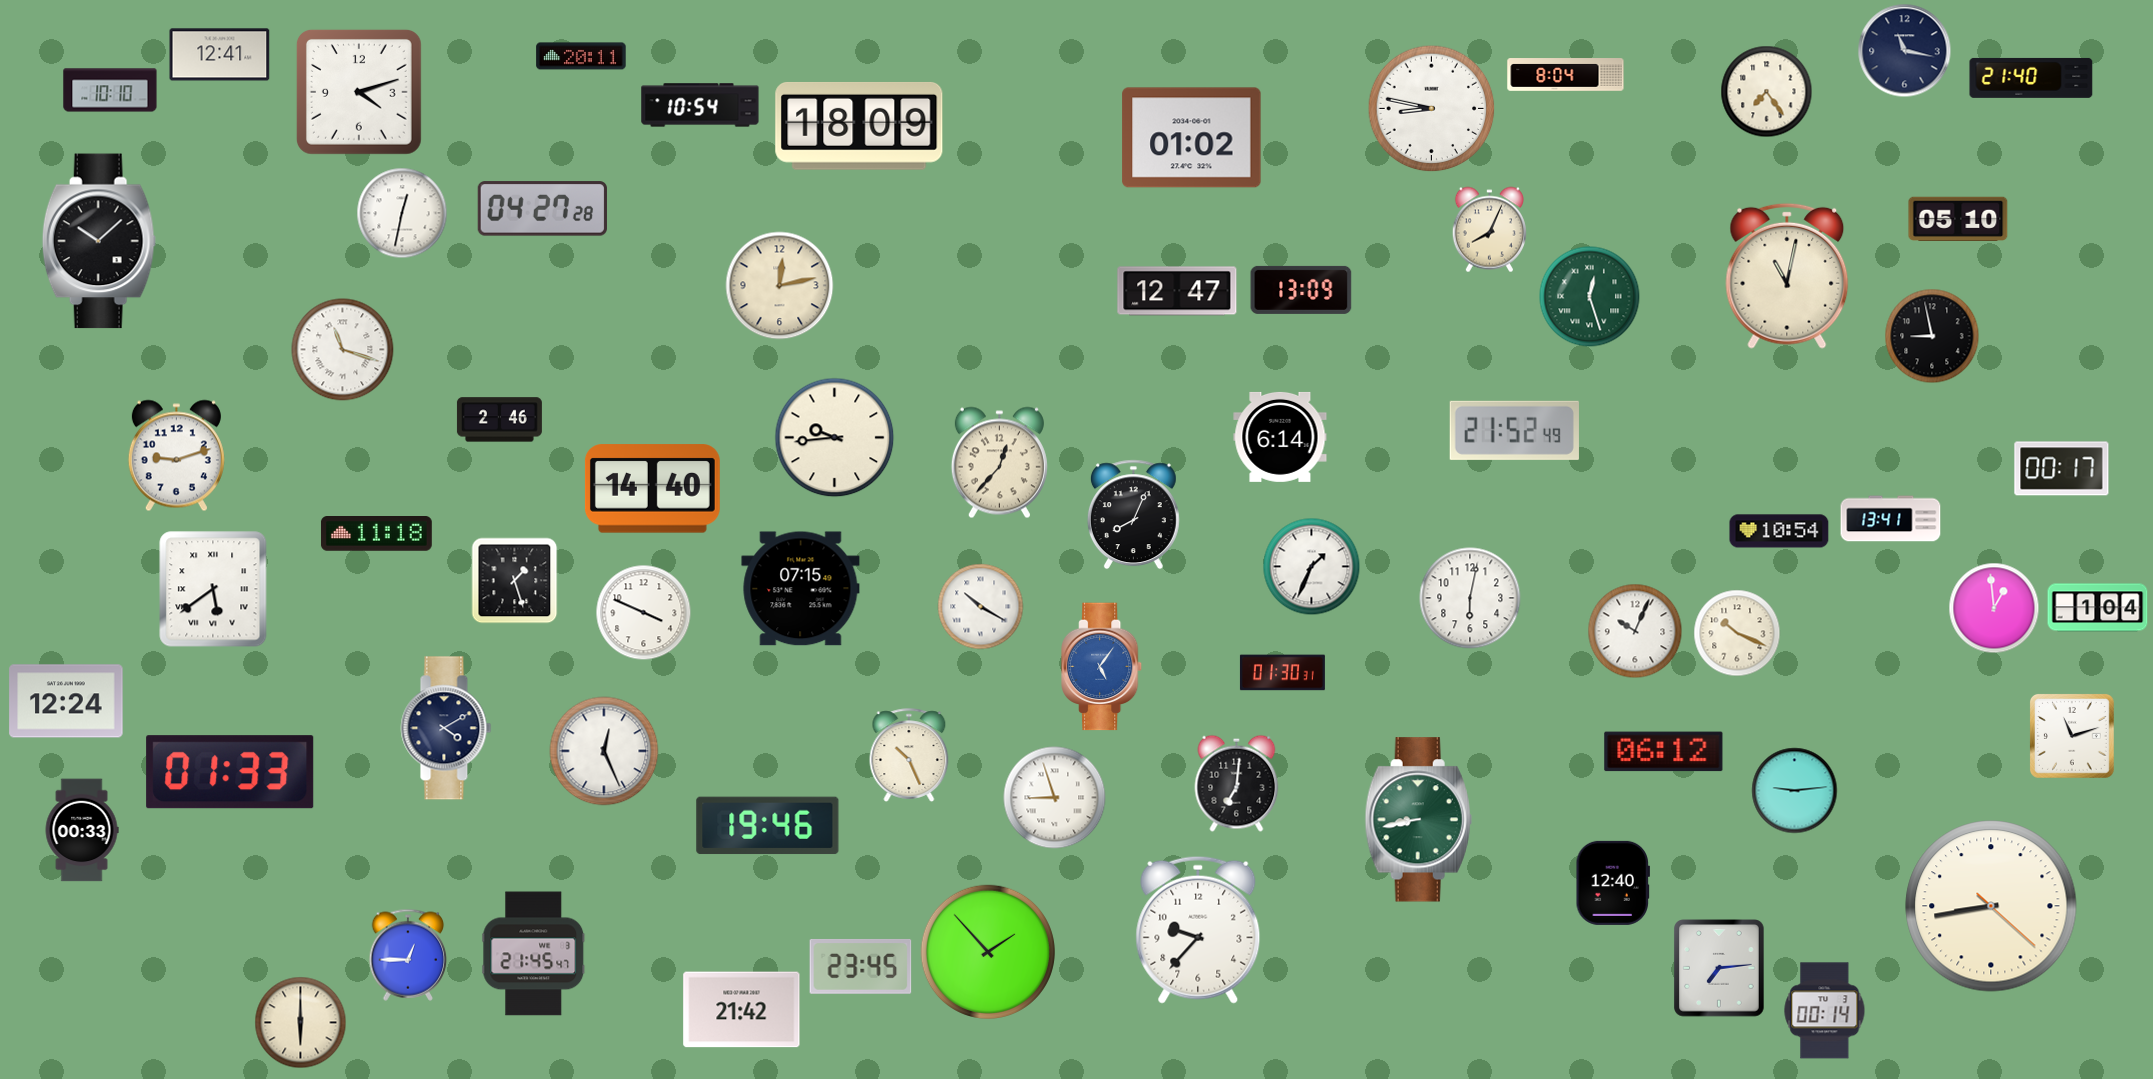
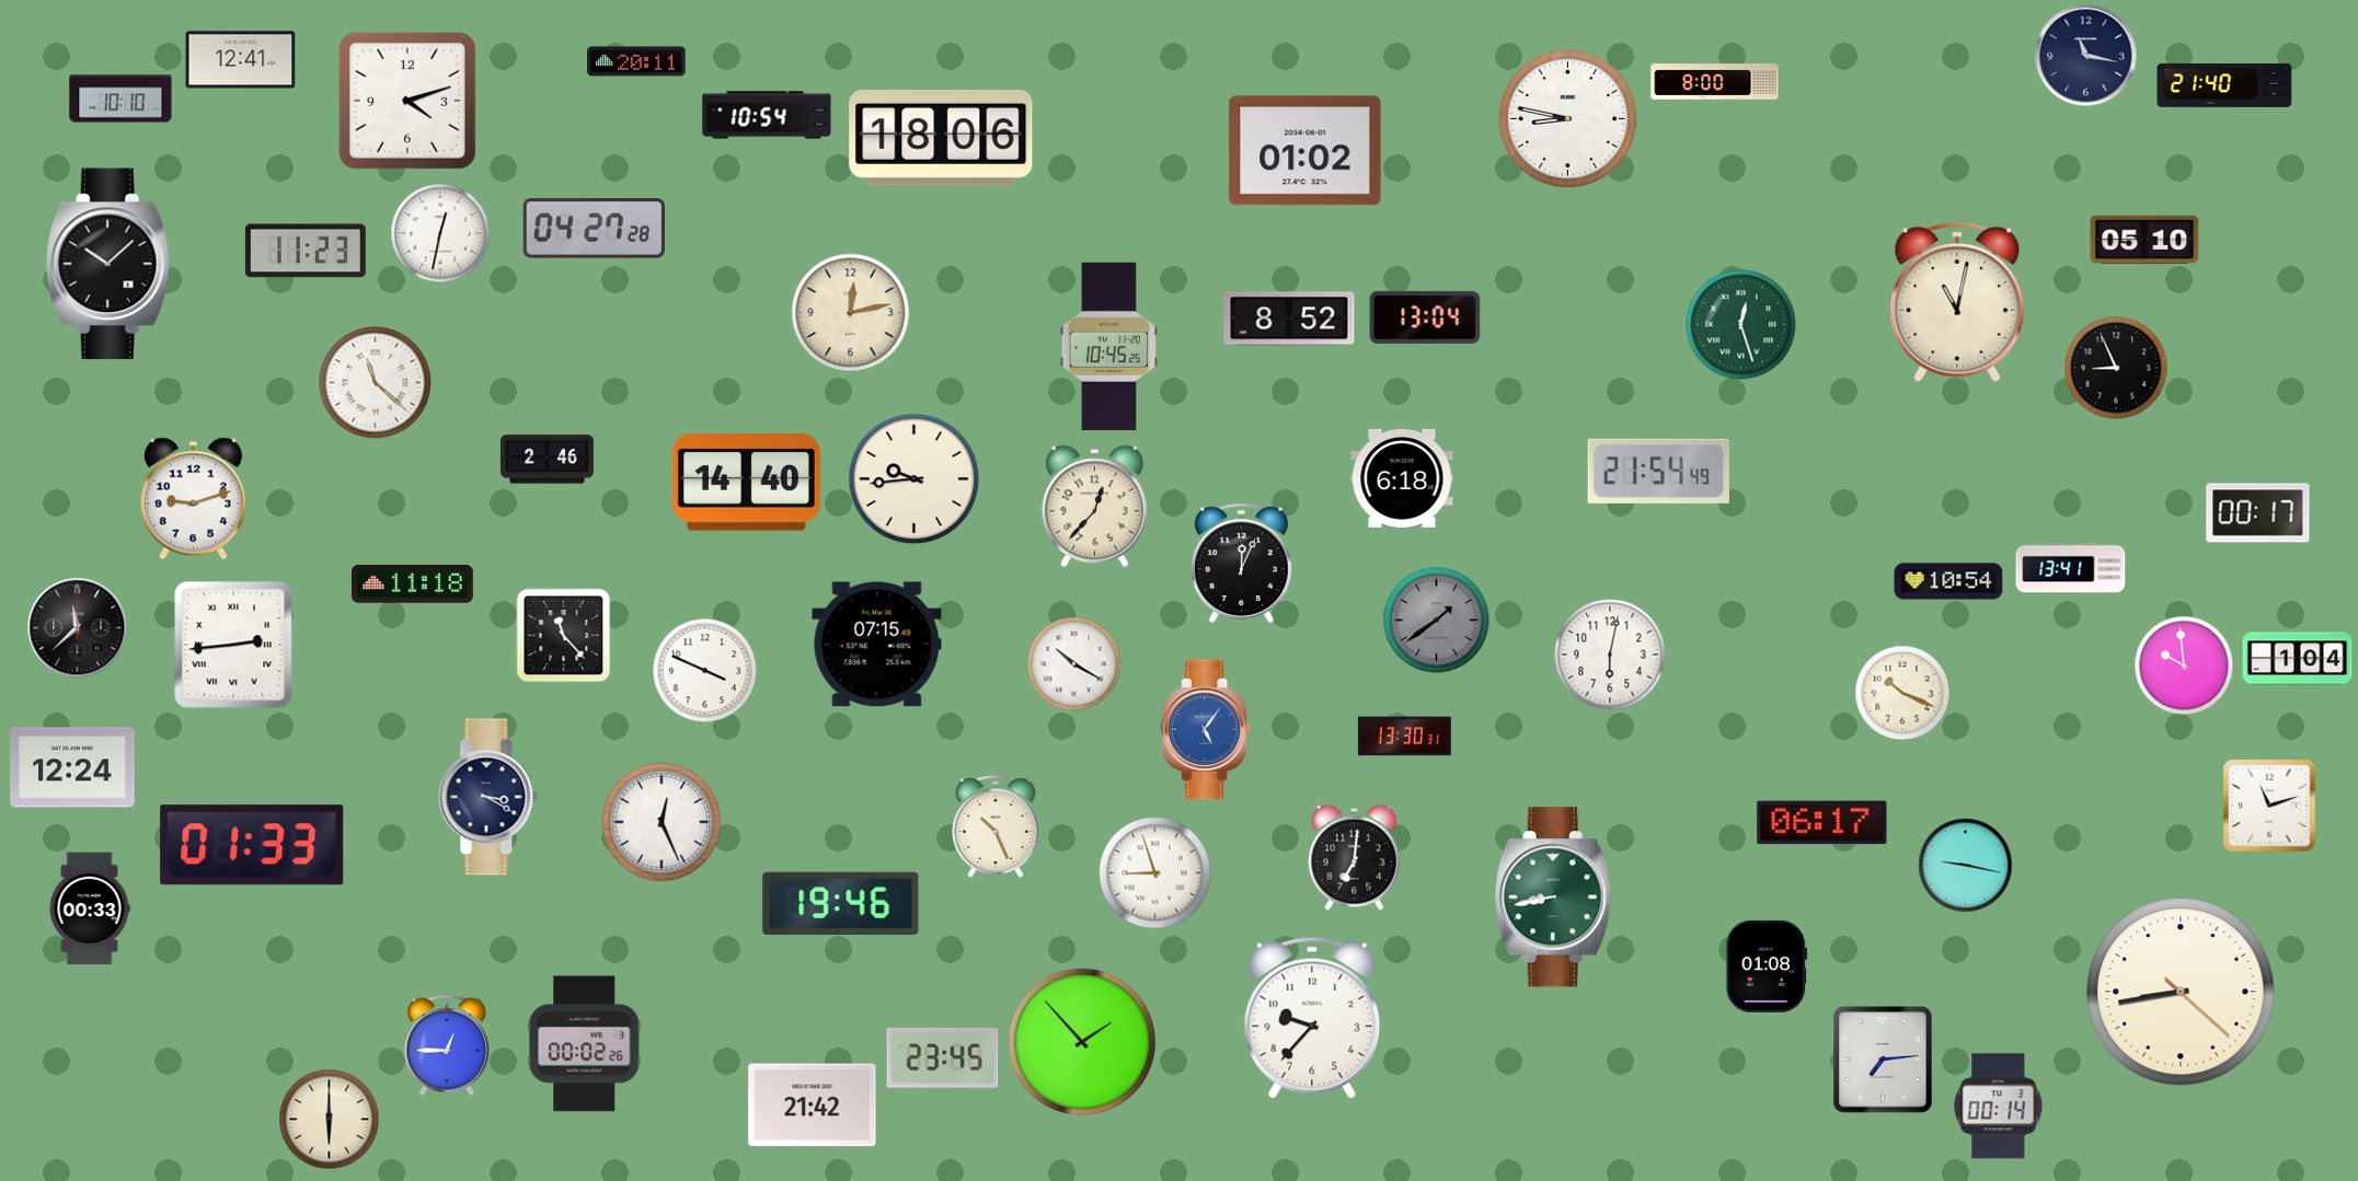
clock at (1566, 75): 8:04 -> 8:00
clock at (359, 92) position: (359, 92) -> (407, 101)
clock at (1767, 92): 7:24 -> none
clock at (859, 126): 18:09 -> 18:06
clock at (306, 251): none -> 11:23
clock at (1489, 230): 8:04 -> none
clock at (780, 286) position: (780, 286) -> (851, 313)
clock at (1301, 290): 13:09 -> 13:04
clock at (1177, 291): 12:47 -> 8:52
clock at (1108, 347): none -> 10:45
clock at (1932, 336): 8:58 -> 8:56
clock at (343, 350): 11:18 -> 11:22
clock at (1514, 430): 21:52 -> 21:54
clock at (1280, 437): 6:14 -> 6:18
clock at (652, 489) position: (652, 489) -> (746, 483)
clock at (1133, 515): 8:04 -> 12:04
clock at (1312, 567): 1:34 -> 1:39
clock at (1312, 567) dial: white -> grey
clock at (78, 628): none -> 11:38
clock at (515, 581): 1:27 -> 11:23
clock at (213, 589): 5:39 -> 2:44
clock at (1994, 608): 12:59 -> 9:59
clock at (2098, 608) position: (2098, 608) -> (2298, 659)
clock at (1635, 631): 10:04 -> none
clock at (1282, 673): 01:30 -> 13:30
clock at (446, 728): 4:10 -> 3:20
clock at (1664, 752): 06:12 -> 06:17
clock at (1795, 791): 9:14 -> 9:17
clock at (1612, 883): 12:40 -> 01:08
clock at (534, 954): 21:45 -> 00:02
